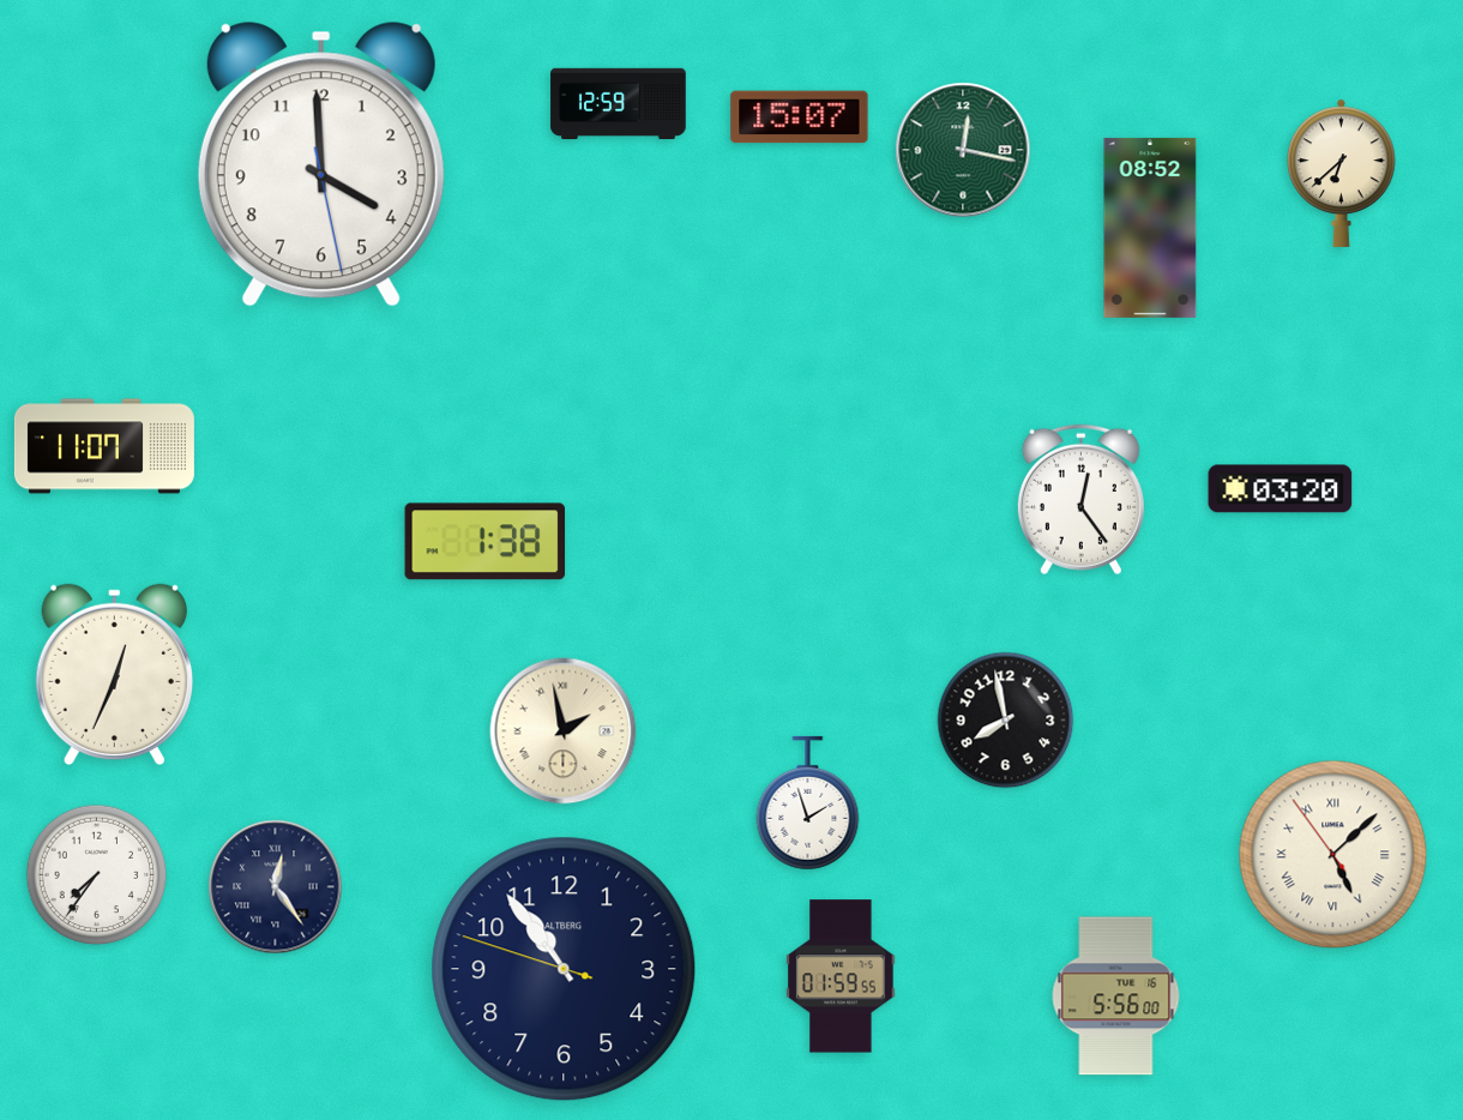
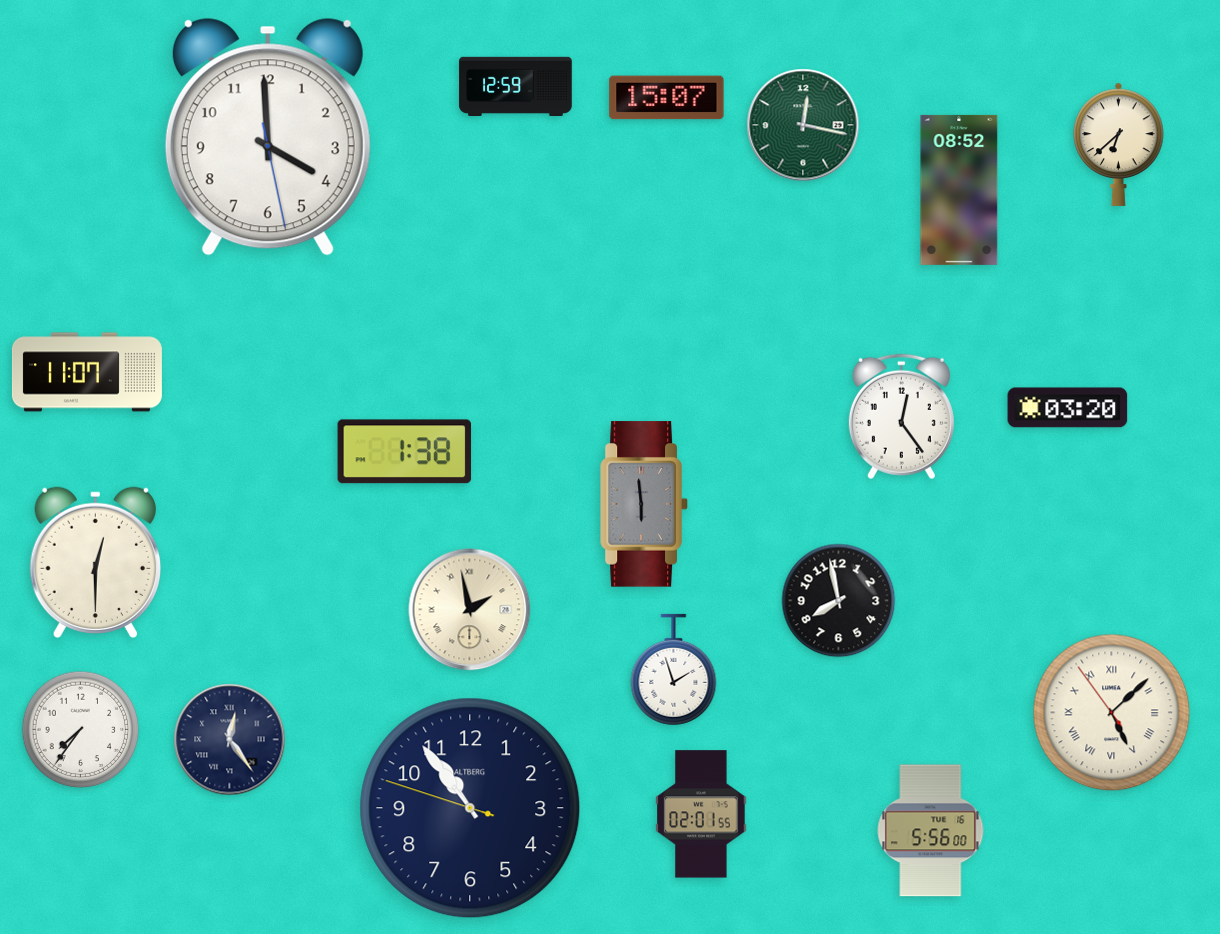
clock at (644, 504): none -> 5:59
clock at (114, 675): 12:34 -> 12:30
clock at (841, 976): 01:59 -> 02:01
